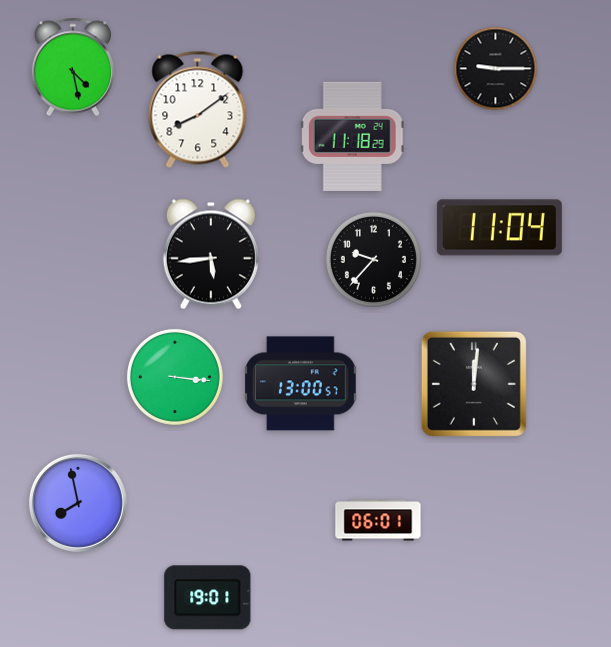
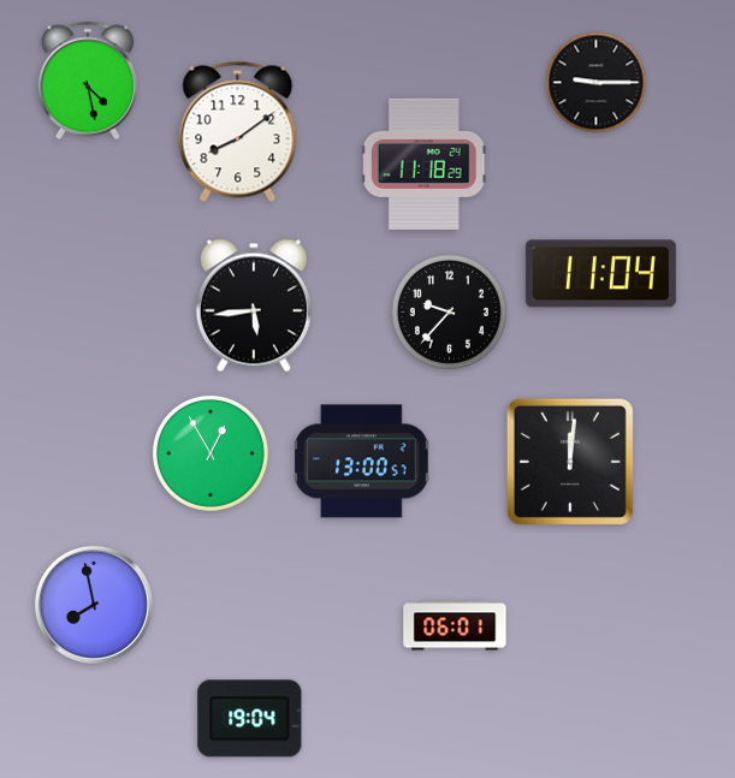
clock at (175, 377): 3:16 -> 12:55
clock at (208, 598): 19:01 -> 19:04
